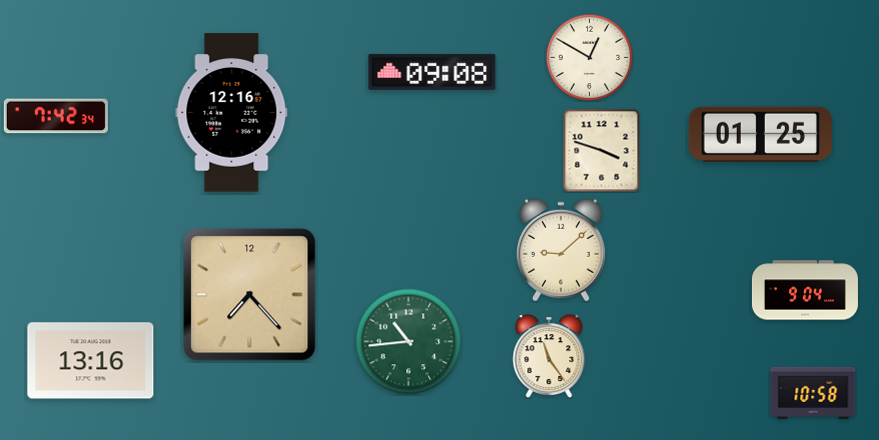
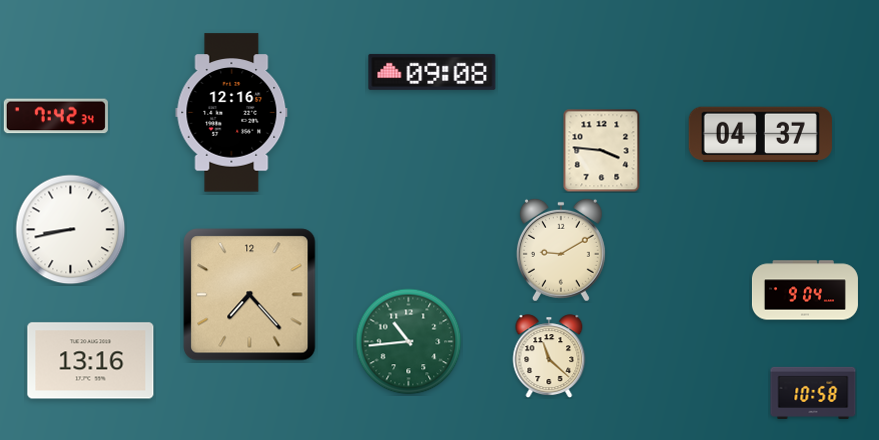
clock at (589, 57): 12:50 -> none
clock at (760, 134): 01:25 -> 04:37
clock at (602, 150): 3:48 -> 3:46
clock at (71, 230): none -> 8:43
clock at (561, 250): 9:08 -> 9:10
clock at (549, 356): 11:24 -> 11:22
